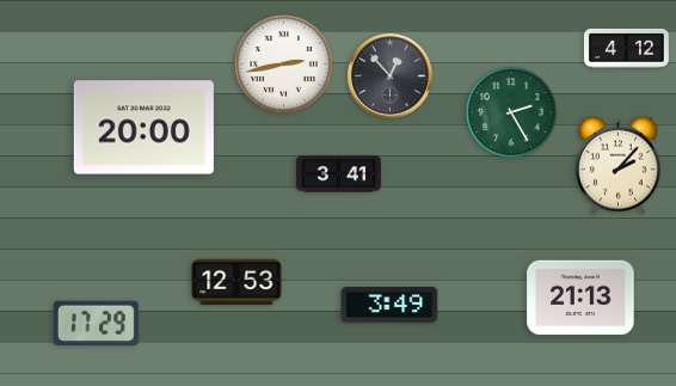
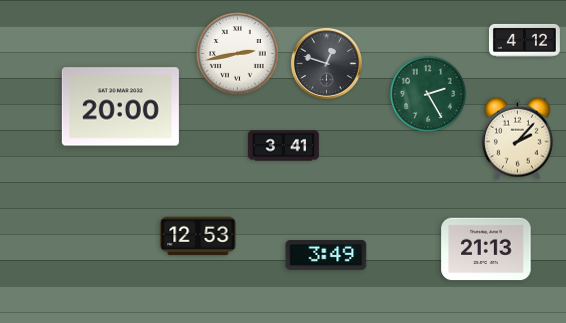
clock at (389, 75): 12:53 -> 12:48
clock at (96, 323): 17:29 -> none
